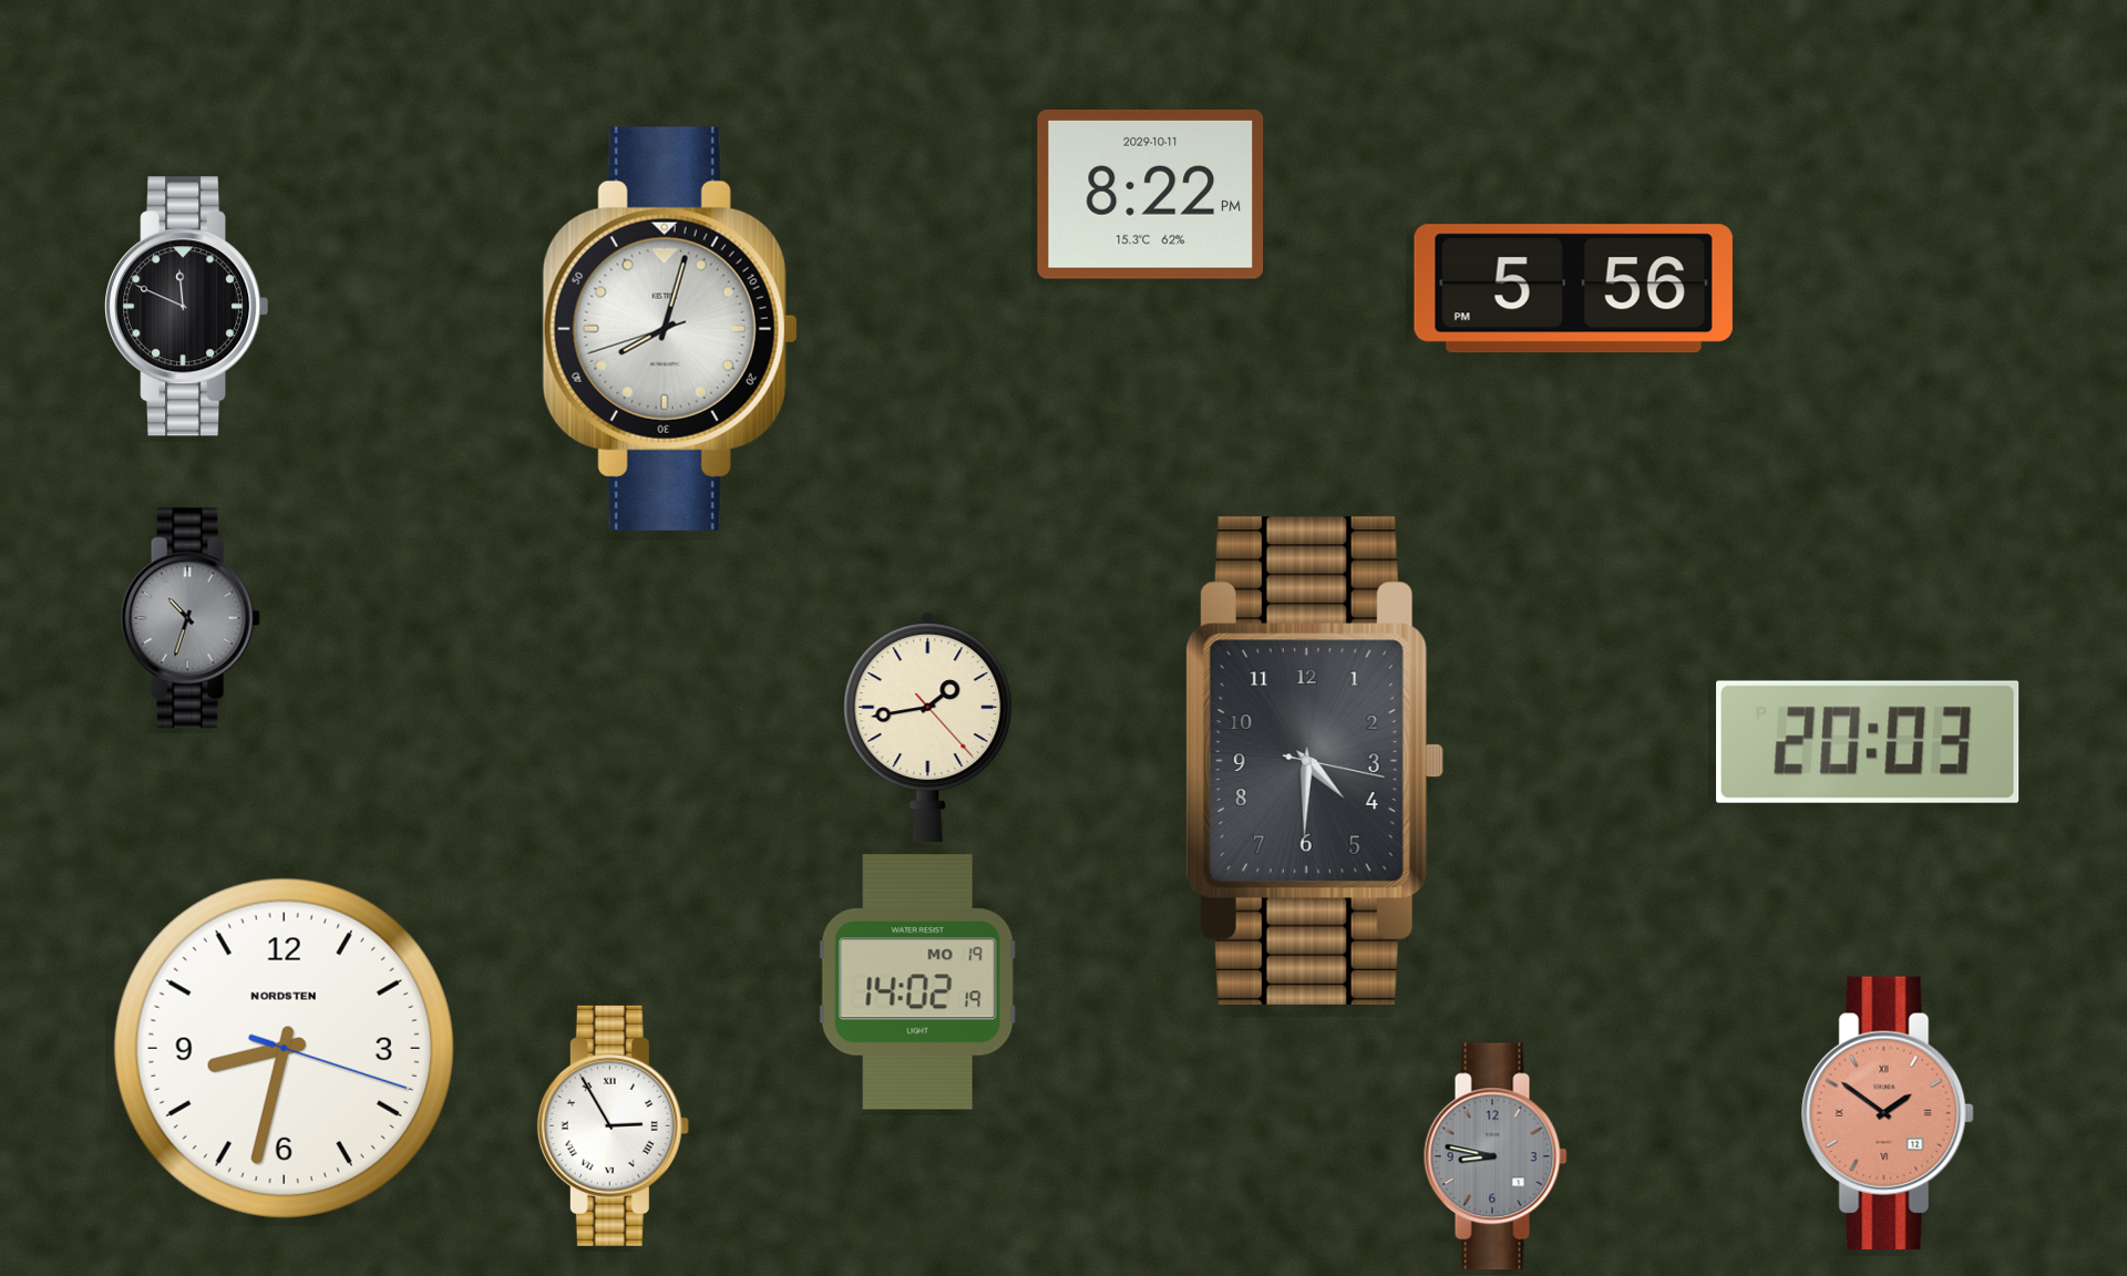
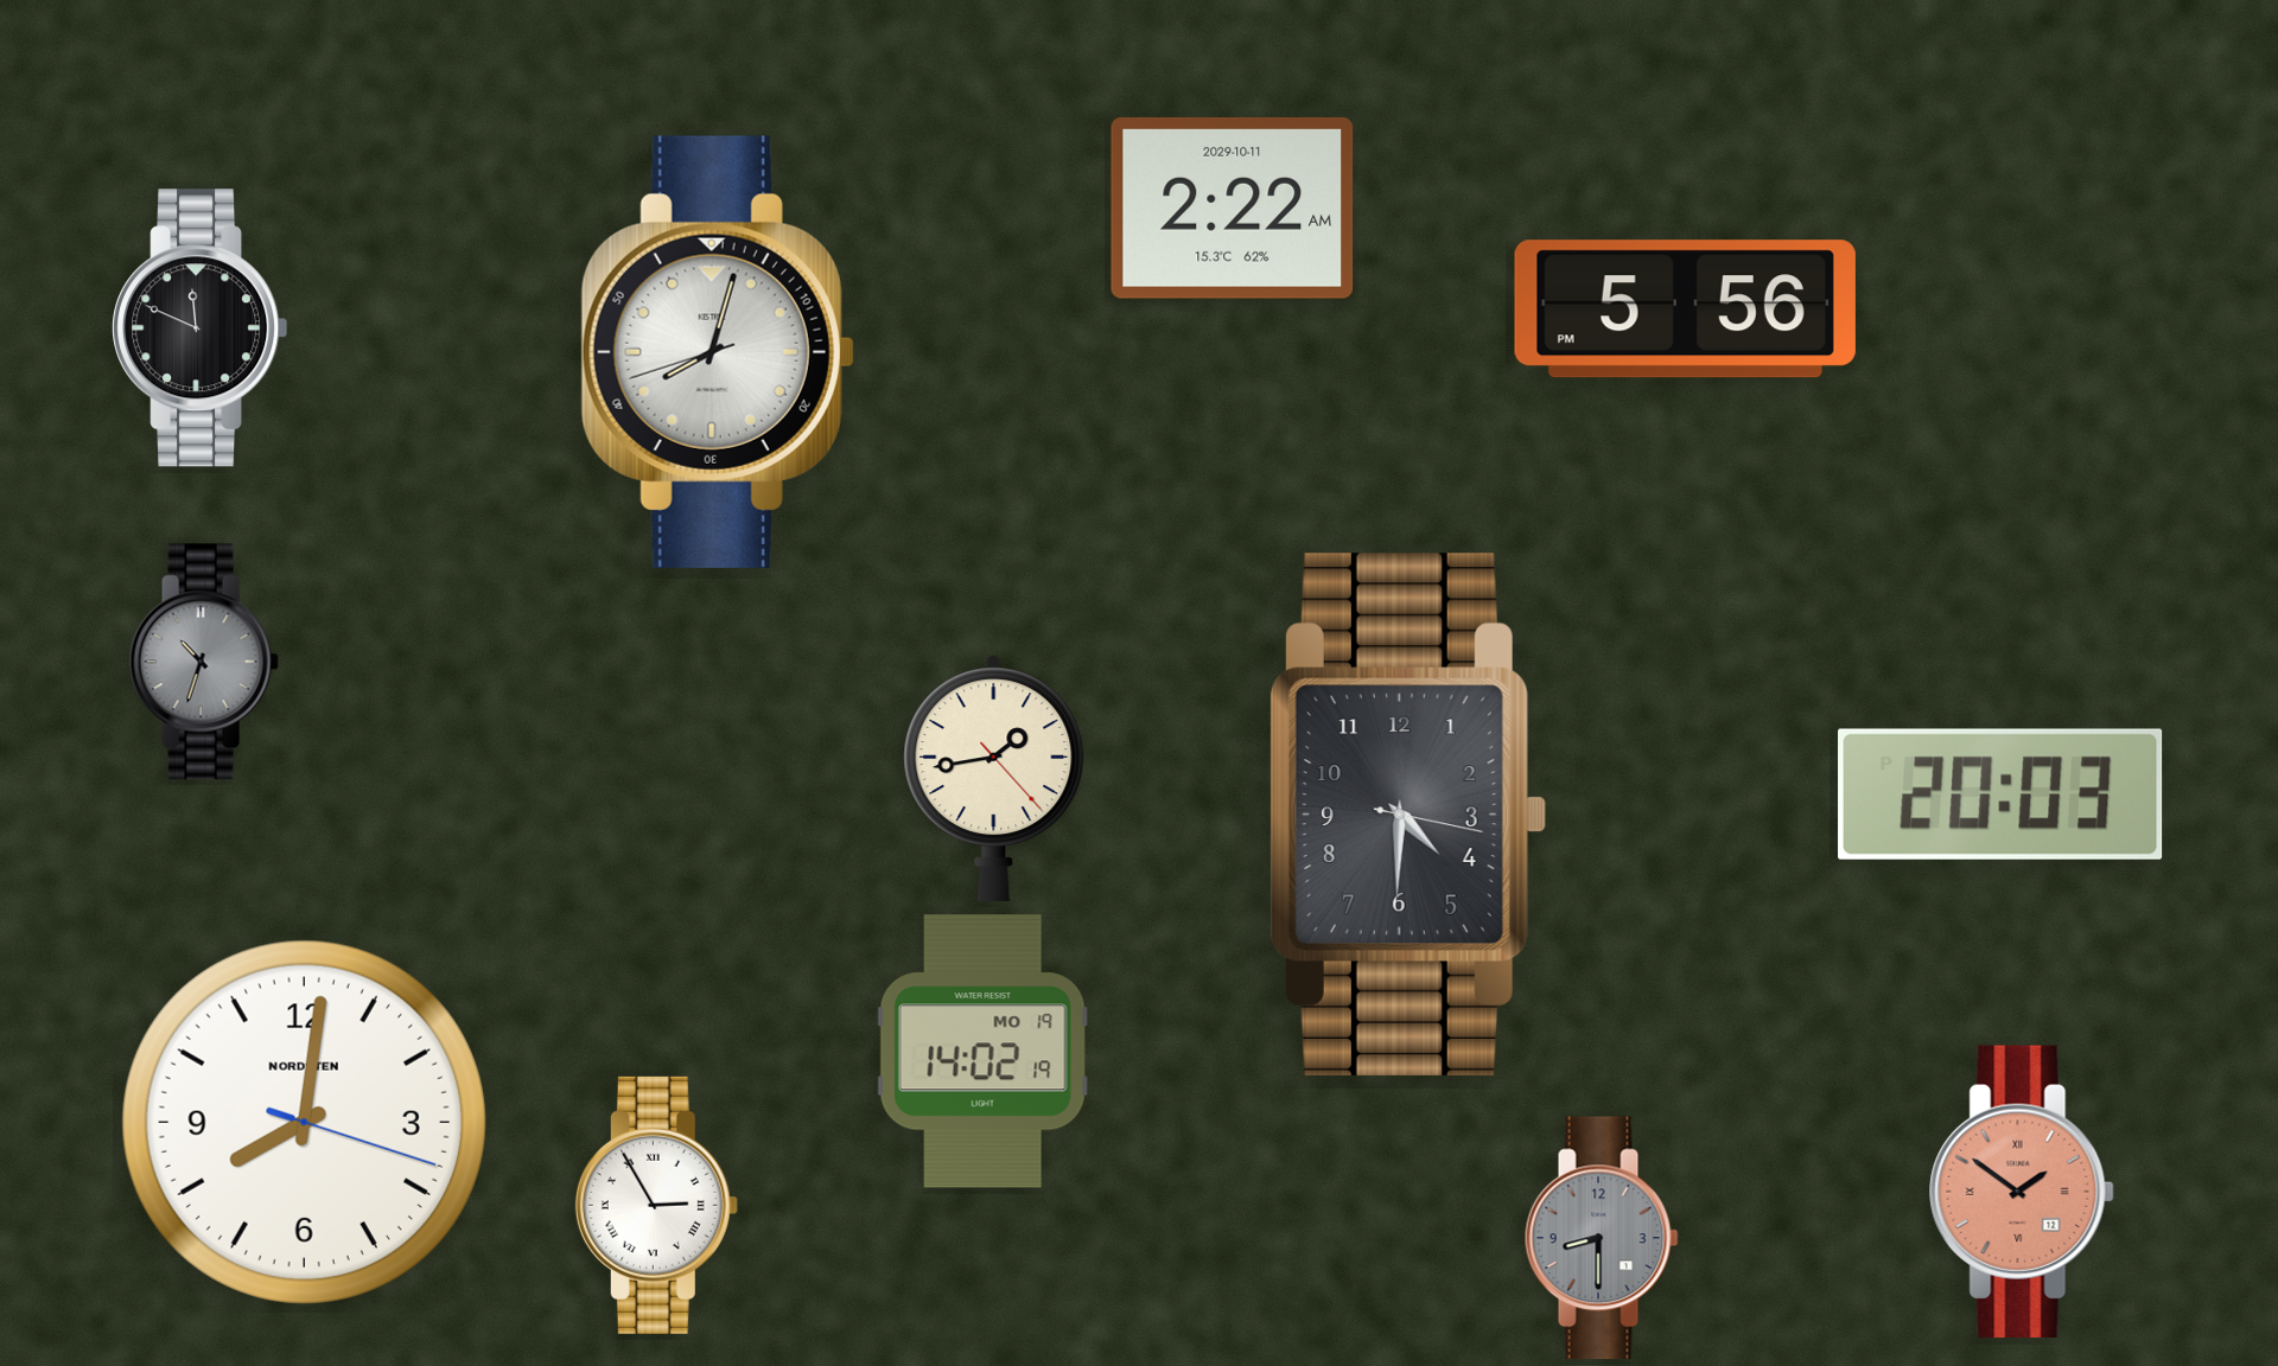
clock at (1151, 194): 8:22 -> 2:22
clock at (284, 1048): 8:32 -> 8:01
clock at (1496, 1156): 8:47 -> 8:30
